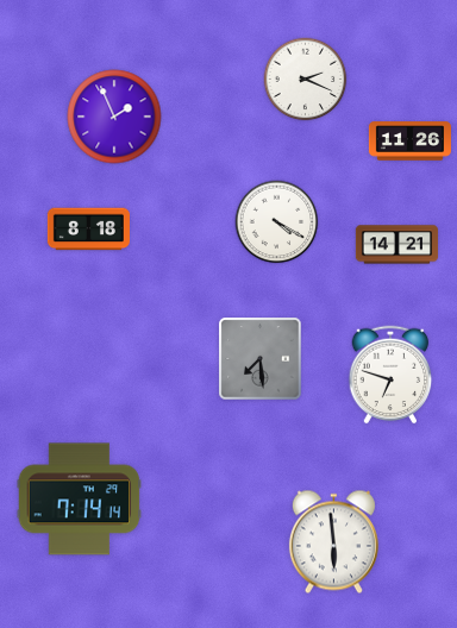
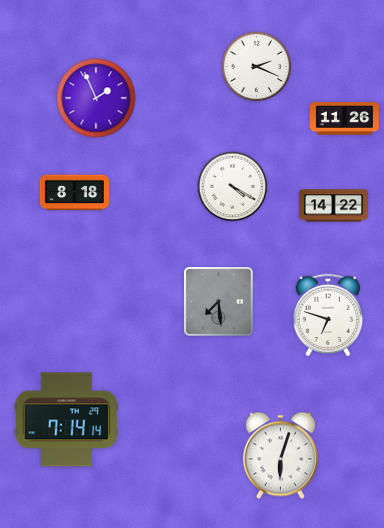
clock at (396, 245): 14:21 -> 14:22
clock at (333, 542): 5:59 -> 6:03
